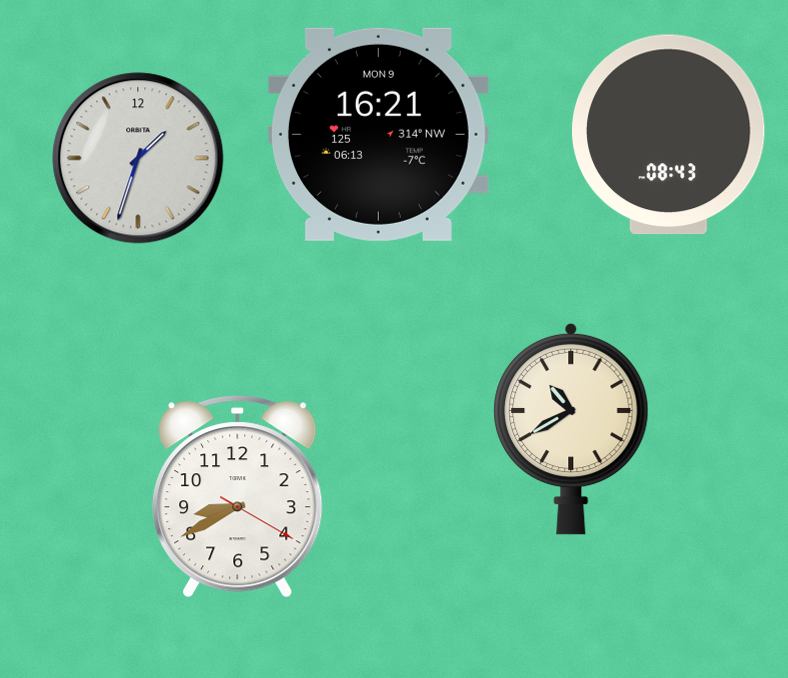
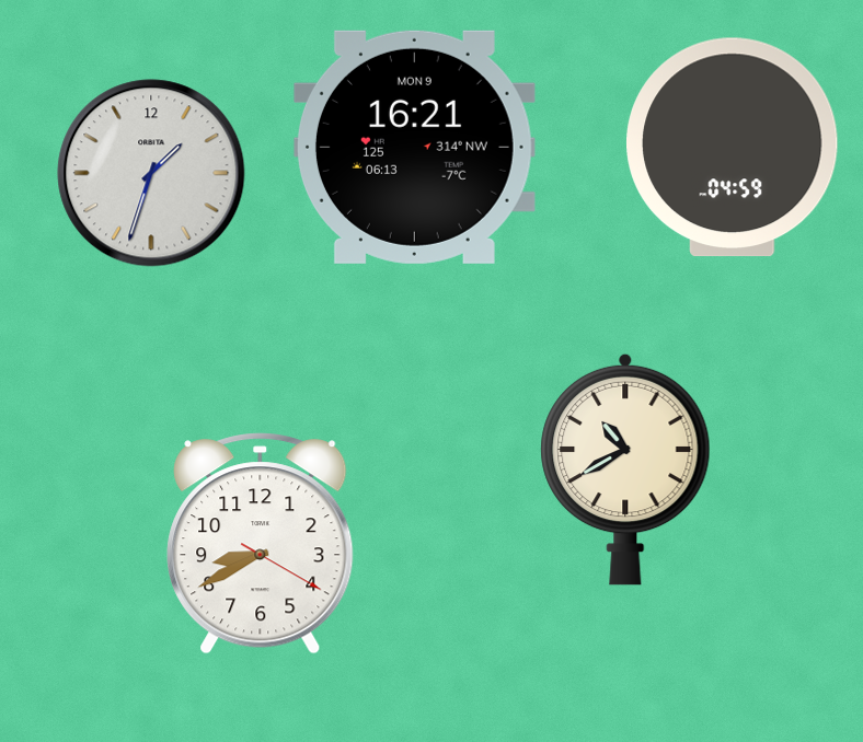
clock at (669, 135): 08:43 -> 04:59
